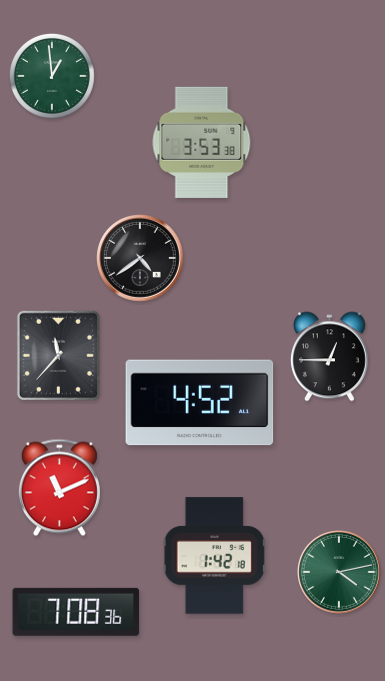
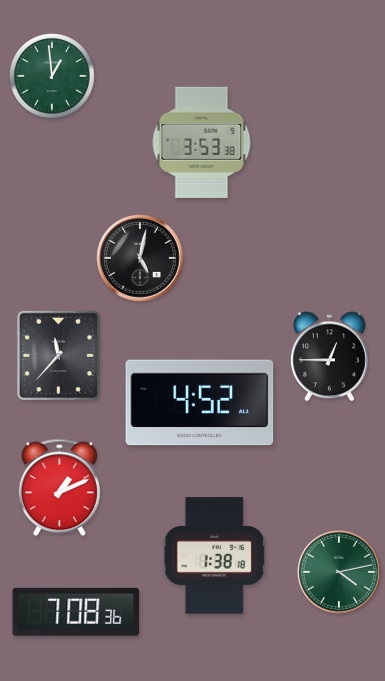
clock at (141, 259): 4:39 -> 5:02
clock at (59, 488): 11:11 -> 1:11
clock at (214, 556): 1:42 -> 1:38
